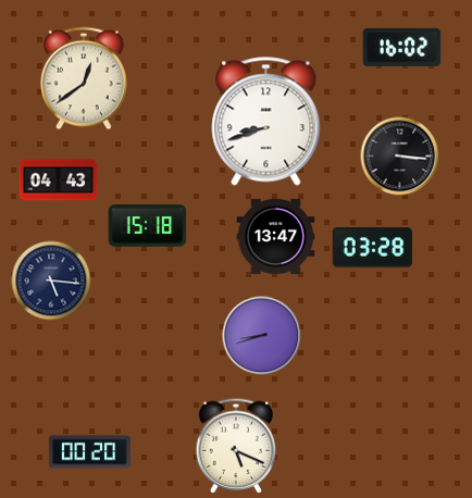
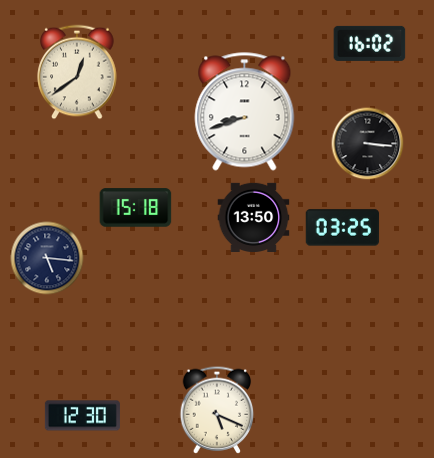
clock at (59, 180): 04:43 -> none
clock at (276, 236): 13:47 -> 13:50
clock at (373, 248): 03:28 -> 03:25
clock at (262, 336): 8:42 -> none
clock at (89, 452): 00:20 -> 12:30
